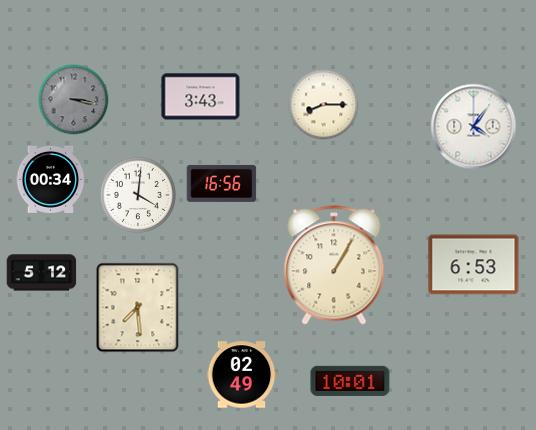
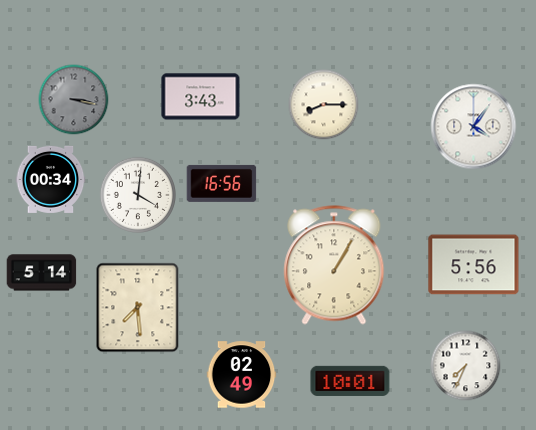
clock at (474, 265): 6:53 -> 5:56
clock at (42, 273): 5:12 -> 5:14
clock at (466, 366): none -> 7:34
